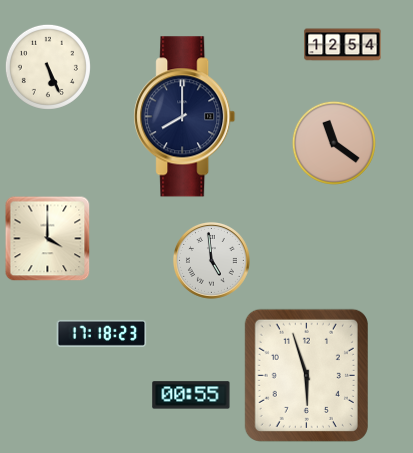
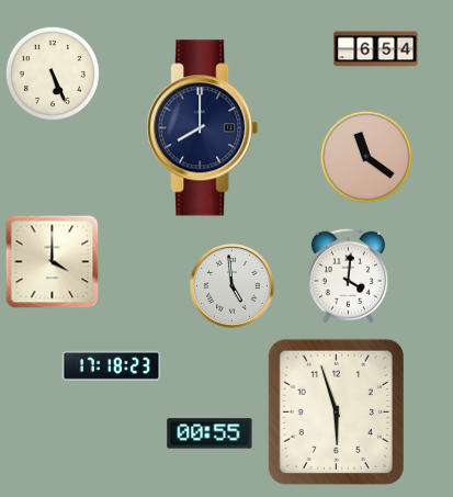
clock at (343, 45): 12:54 -> 6:54
clock at (348, 275): none -> 4:01
